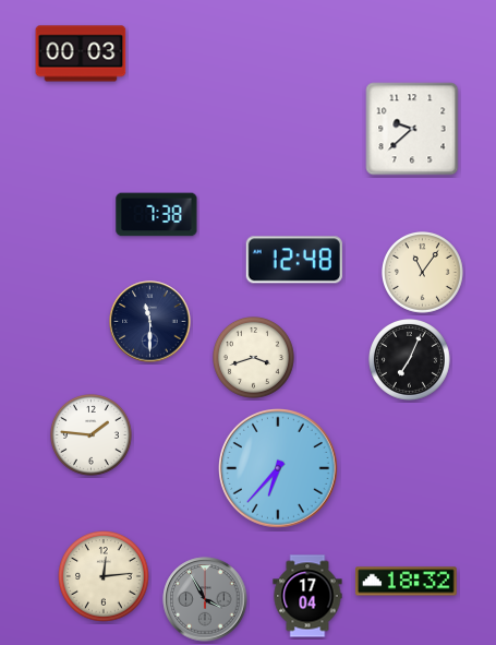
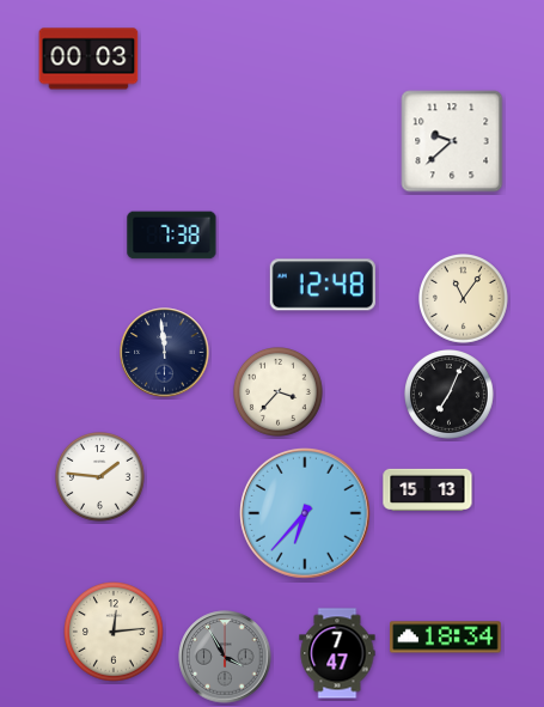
clock at (150, 322): 11:30 -> 11:59
clock at (254, 358): 3:42 -> 3:37
clock at (428, 489): none -> 15:13
clock at (407, 582): 18:32 -> 18:34
clock at (307, 596): 17:04 -> 7:47
